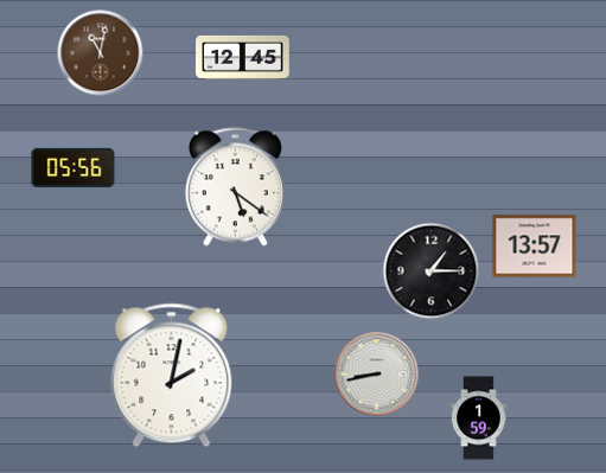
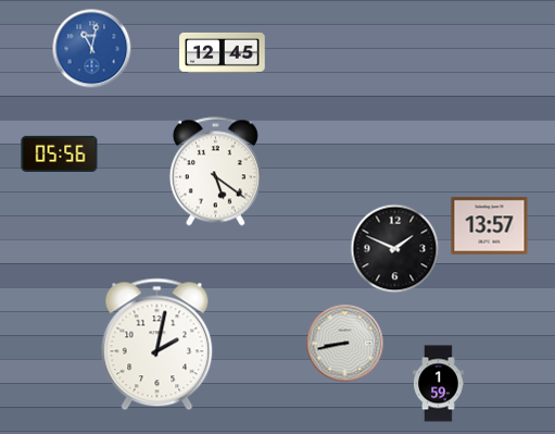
clock at (101, 53) dial: brown -> blue
clock at (74, 167) position: (74, 167) -> (60, 153)
clock at (432, 271): 1:15 -> 1:49
